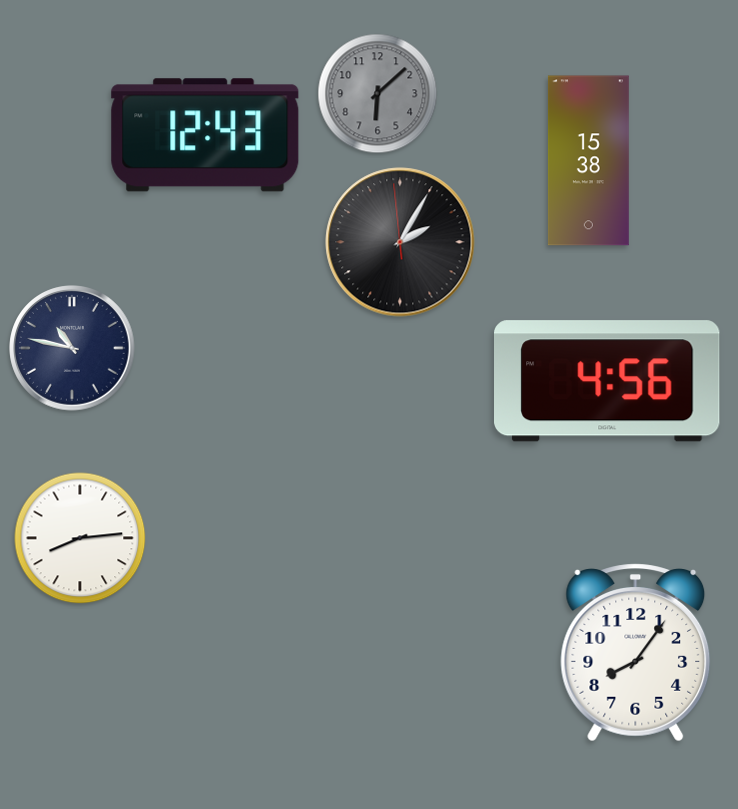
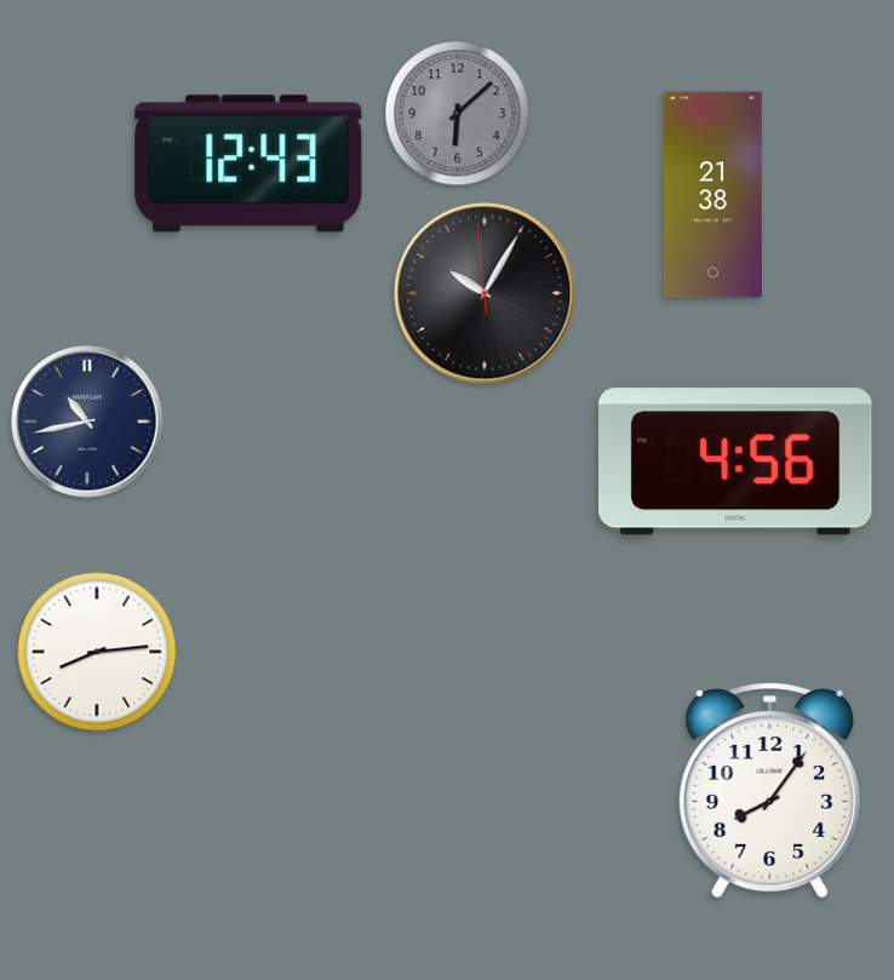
clock at (588, 161): 15:38 -> 21:38
clock at (400, 242): 2:04 -> 10:04
clock at (72, 348): 10:47 -> 10:43
